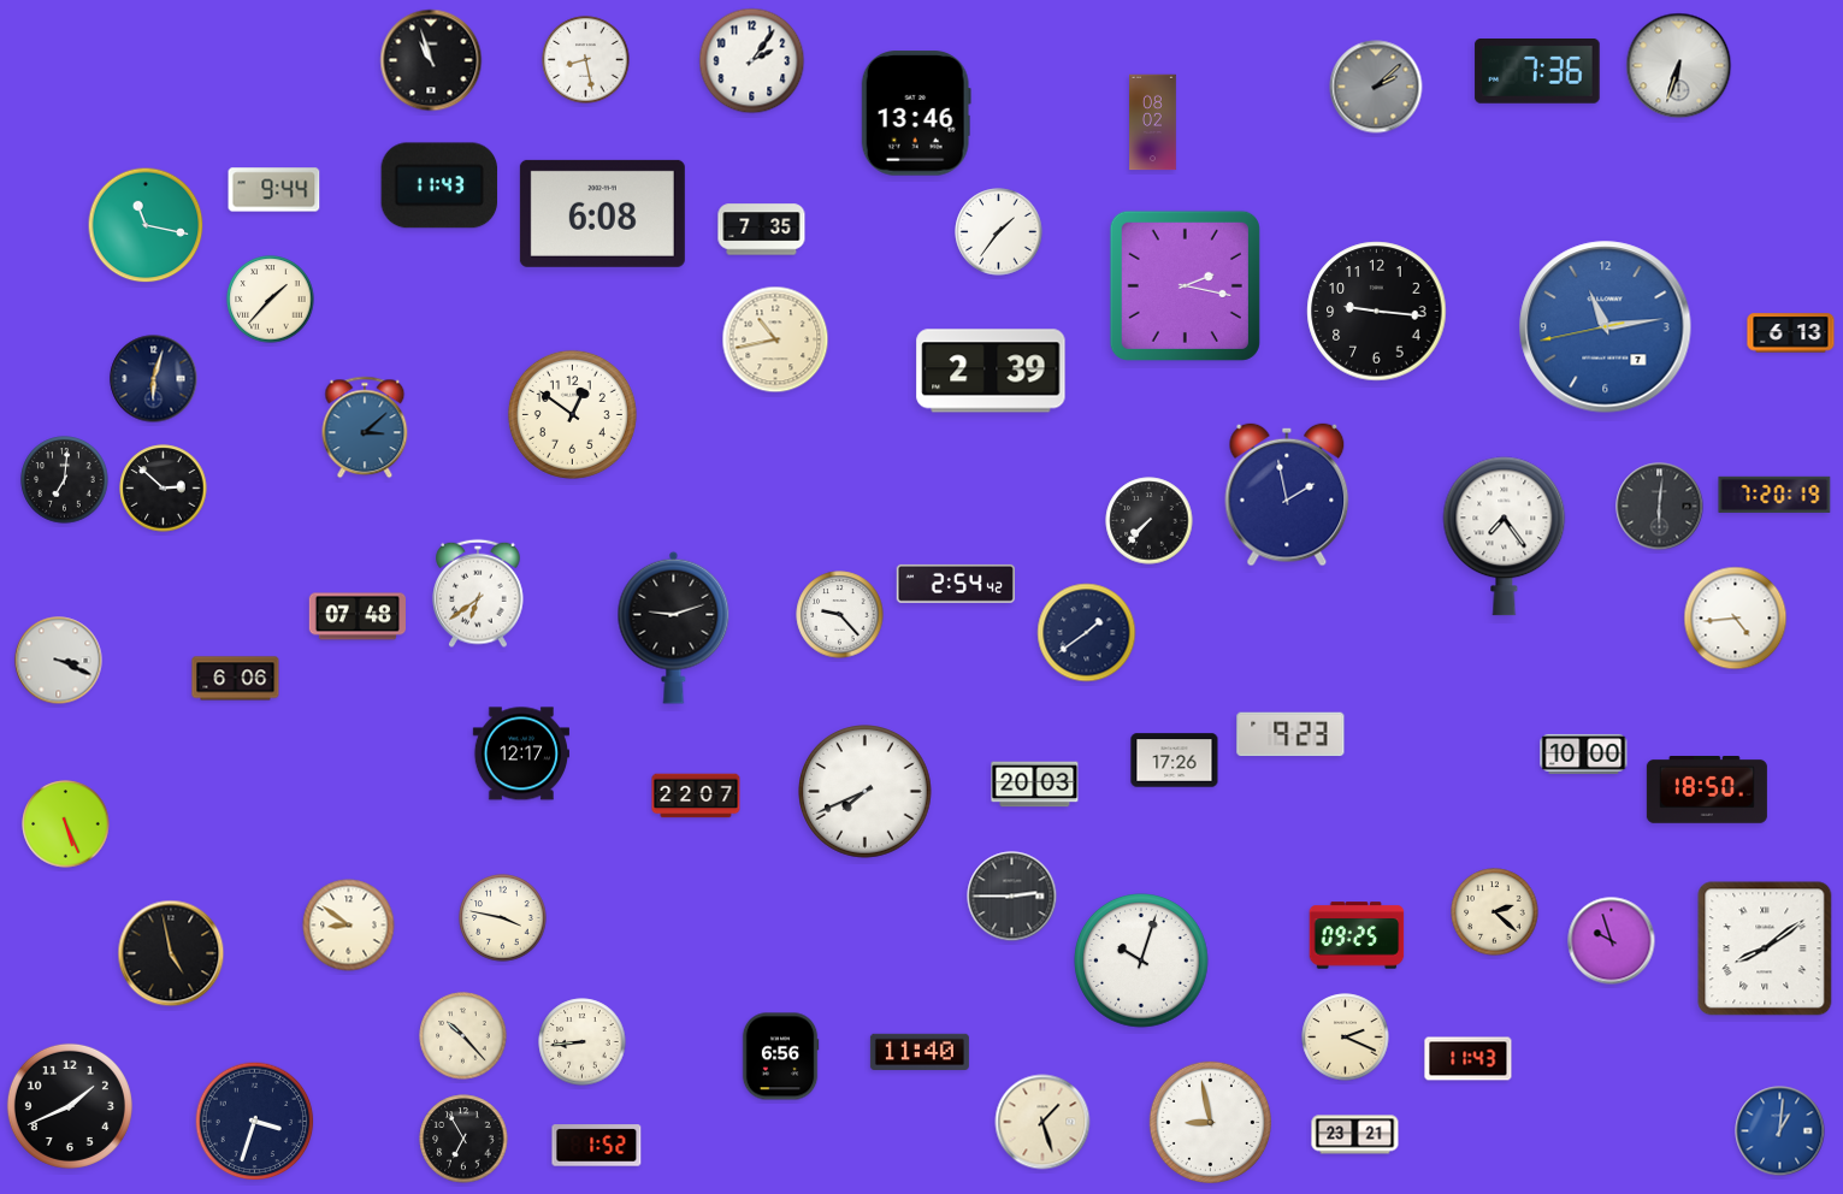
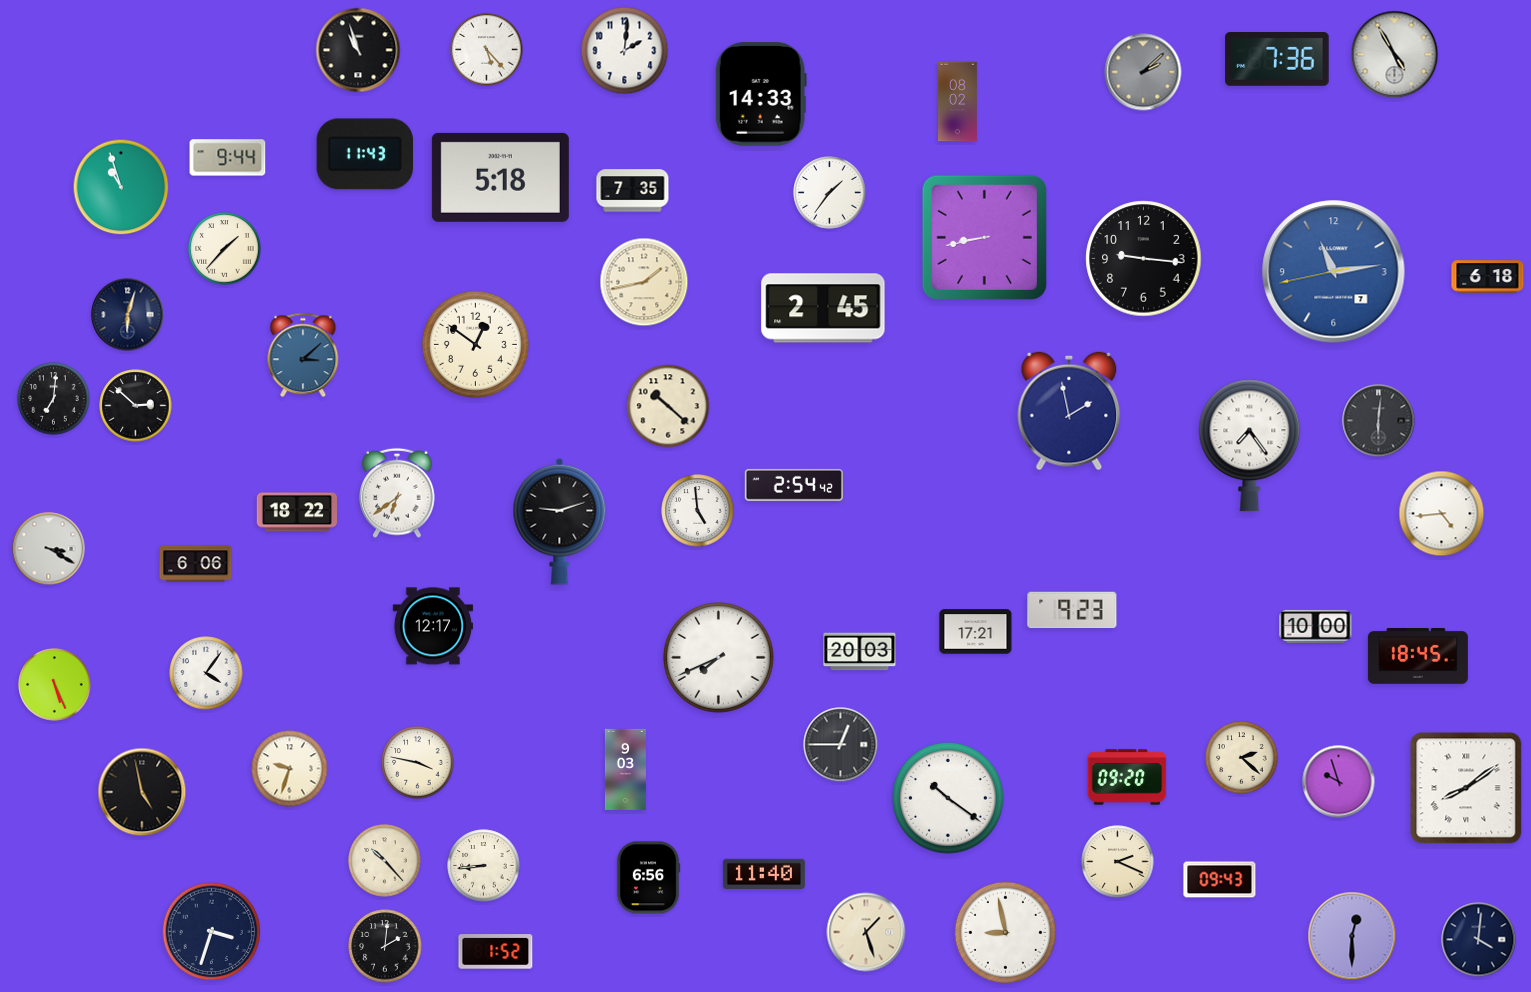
clock at (586, 60): 8:28 -> 5:23
clock at (752, 61): 2:06 -> 2:01
clock at (1679, 66): 6:33 -> 4:55
clock at (916, 113): 13:46 -> 14:33
clock at (602, 213): 6:08 -> 5:18
clock at (146, 225): 11:17 -> 10:57
clock at (1185, 285): 2:17 -> 8:43
clock at (1791, 333): 6:13 -> 6:18
clock at (775, 339): 10:43 -> 1:43
clock at (991, 371): 2:39 -> 2:45
clock at (668, 406): none -> 10:22
clock at (1774, 495): 7:20 -> none
clock at (1150, 521): 7:37 -> none
clock at (840, 615): 9:23 -> 4:59
clock at (356, 616): 07:48 -> 18:22
clock at (1087, 633): 1:39 -> none
clock at (59, 661): 3:19 -> 3:20
clock at (1175, 761): 17:26 -> 17:21
clock at (1707, 791): 18:50 -> 18:45
clock at (696, 796): 22:07 -> none
clock at (206, 673): none -> 4:06
clock at (1012, 897): 2:45 -> 12:45
clock at (349, 926): 8:51 -> 9:33
clock at (625, 769): none -> 9:03
clock at (1357, 935): 09:25 -> 09:20
clock at (1141, 960): 10:03 -> 10:21
clock at (1469, 1059): 11:43 -> 09:43
clock at (70, 1106): 1:41 -> none
clock at (1352, 936): none -> 12:30
clock at (1780, 1131): 1:01 -> 4:01
clock at (1780, 1131) dial: blue -> navy
clock at (1355, 1135): 23:21 -> none
clock at (463, 1139): 6:55 -> 2:01
